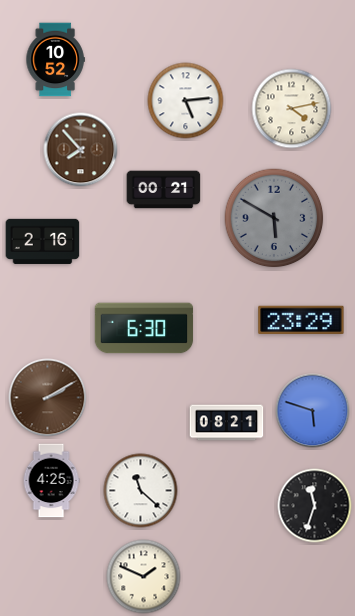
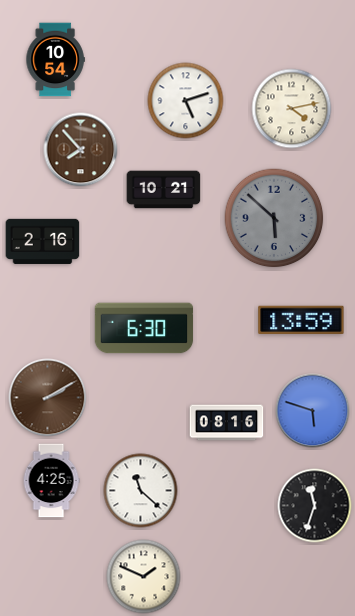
clock at (55, 60): 10:52 -> 10:54
clock at (186, 101): 5:14 -> 5:12
clock at (164, 190): 00:21 -> 10:21
clock at (274, 218): 5:50 -> 5:52
clock at (301, 319): 23:29 -> 13:59
clock at (227, 423): 08:21 -> 08:16
